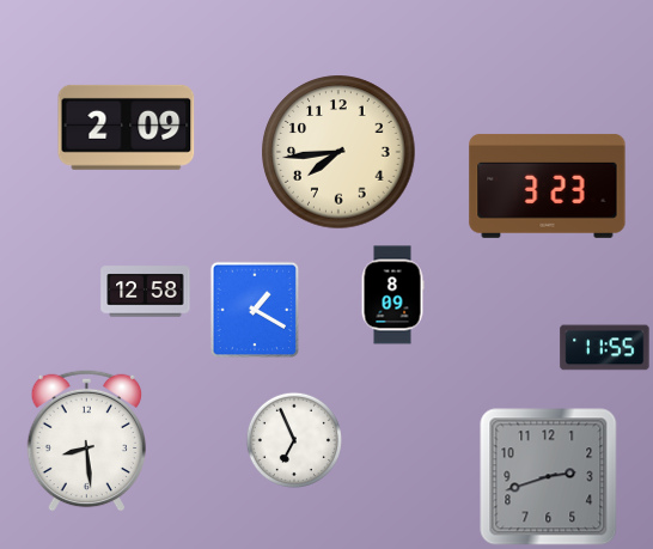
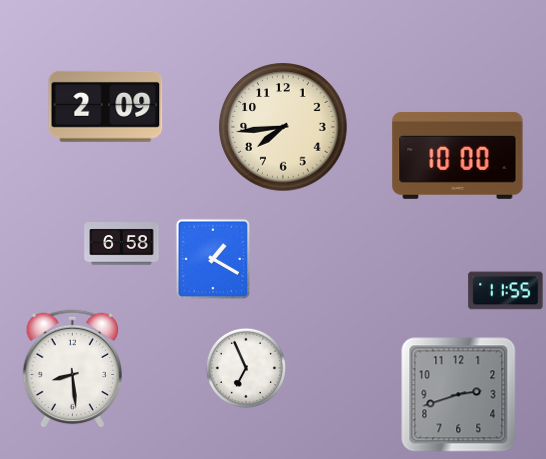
clock at (548, 185): 3:23 -> 10:00
clock at (146, 292): 12:58 -> 6:58
clock at (392, 295): 8:09 -> none
clock at (549, 477) position: (549, 477) -> (459, 395)
